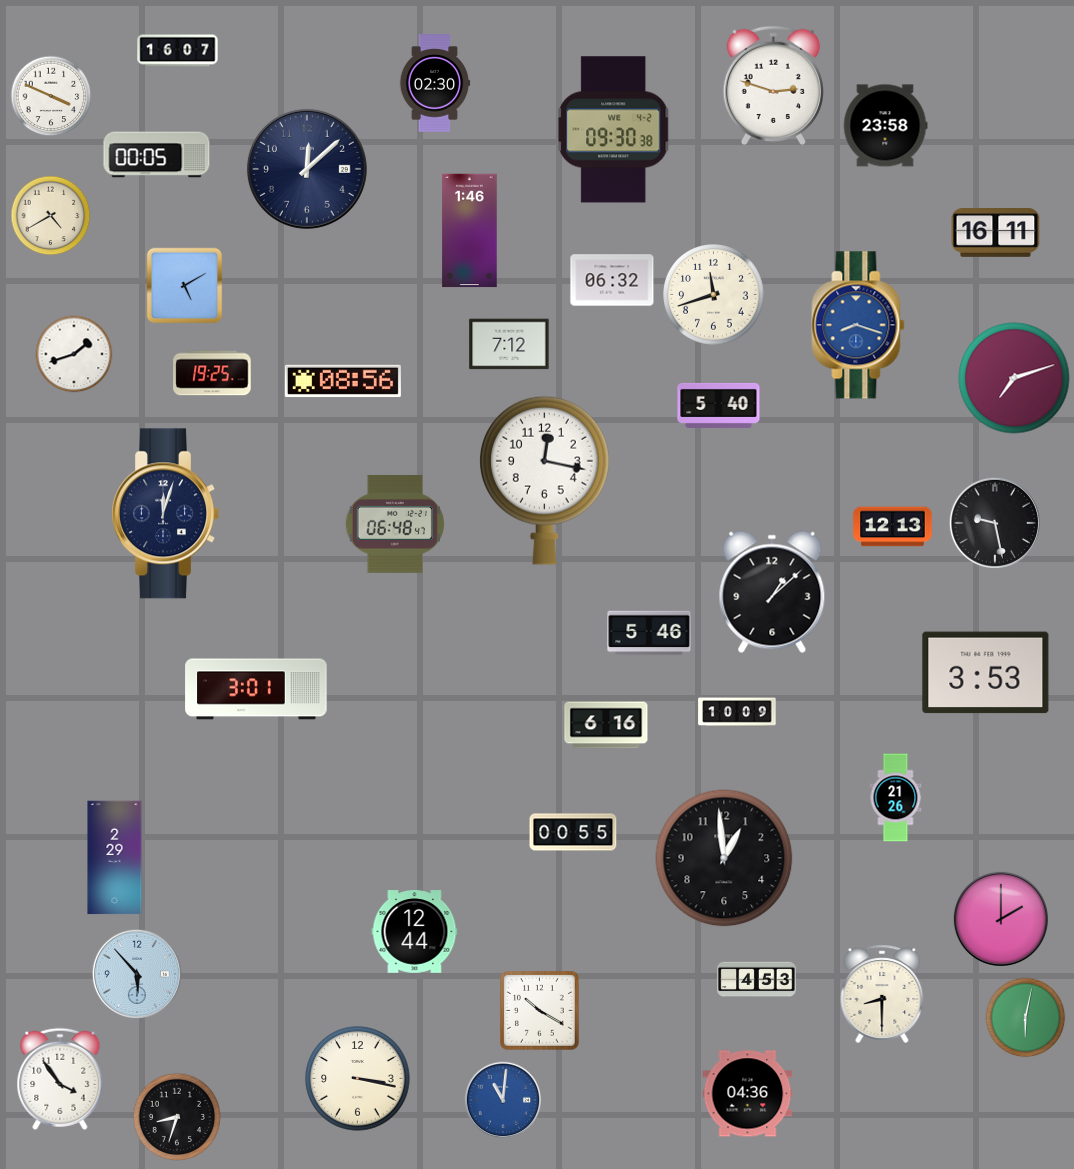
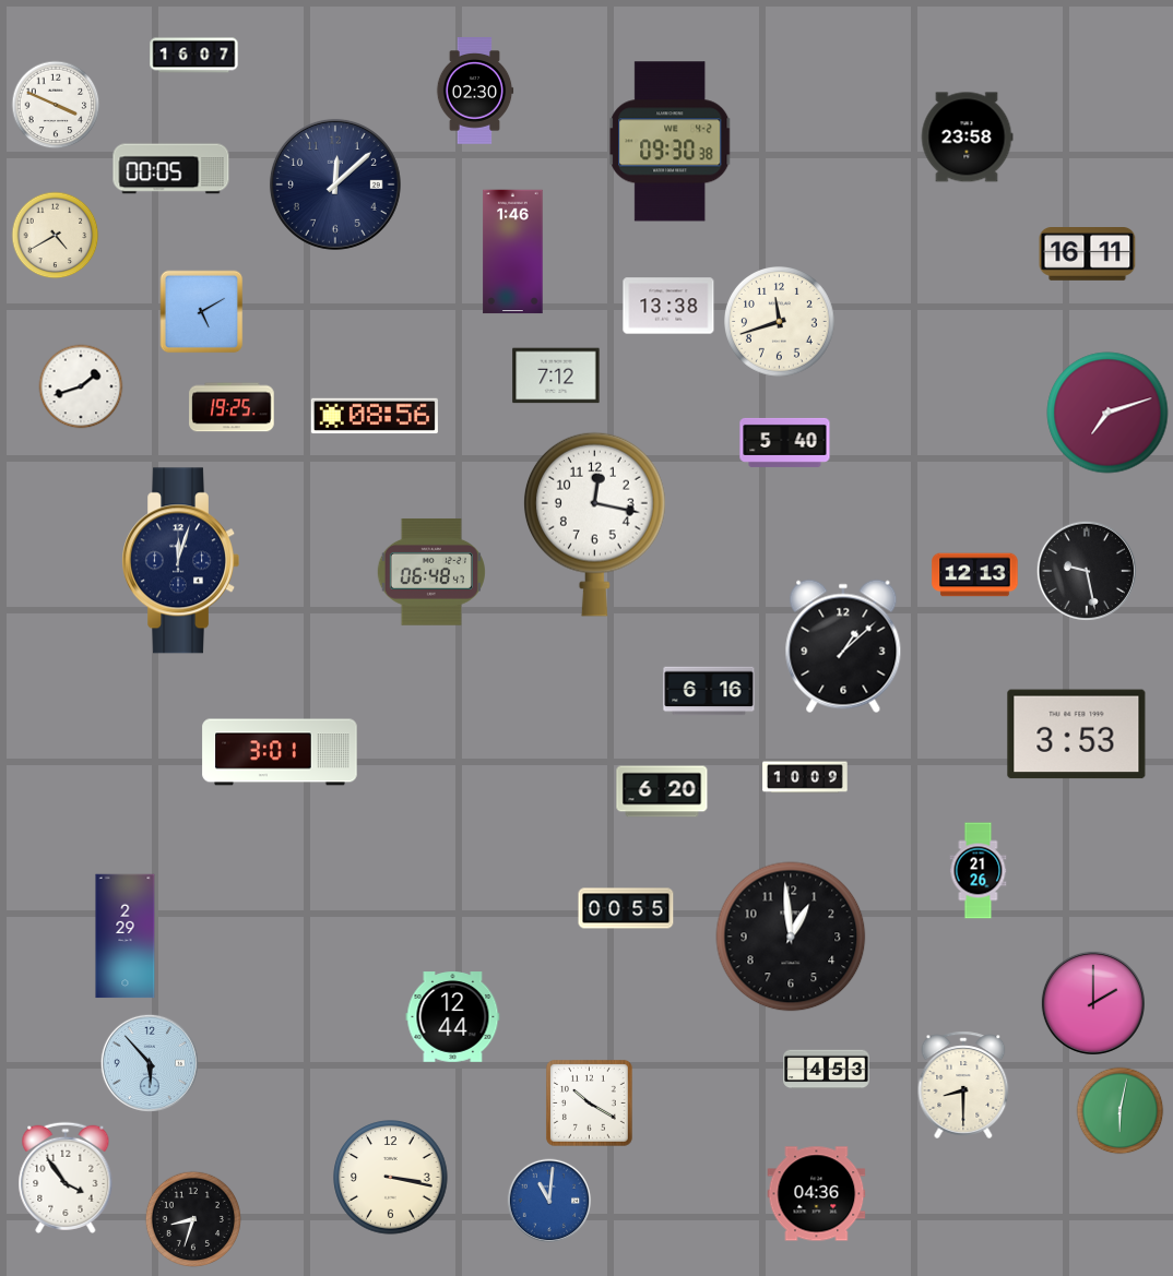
clock at (773, 86): 2:48 -> none
clock at (612, 280): 06:32 -> 13:38
clock at (858, 325): 8:18 -> none
clock at (649, 633): 5:46 -> 6:16
clock at (606, 725): 6:16 -> 6:20
